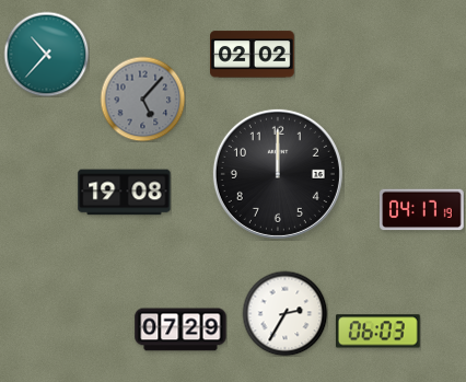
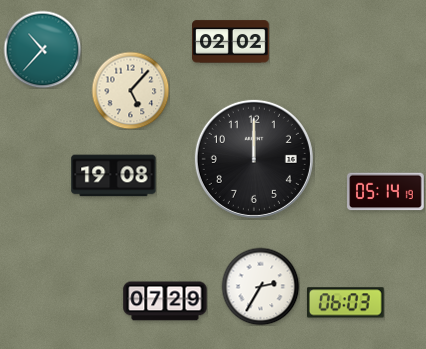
clock at (253, 55) position: (253, 55) -> (231, 42)
clock at (142, 99) dial: grey -> cream
clock at (422, 210): 04:17 -> 05:14
